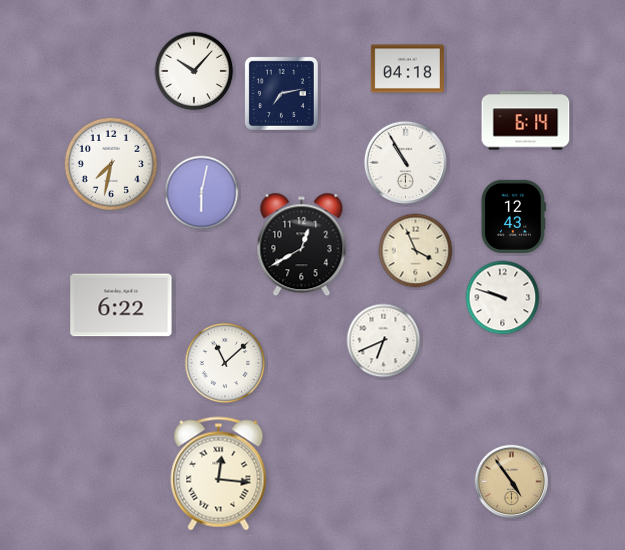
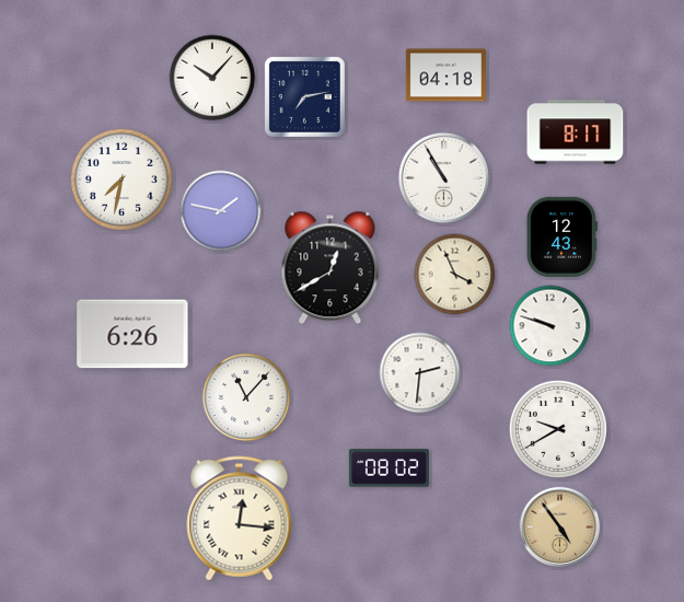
clock at (281, 93) position: (281, 93) -> (304, 96)
clock at (526, 121): 6:14 -> 8:17
clock at (202, 193): 6:02 -> 1:47
clock at (121, 305): 6:22 -> 6:26
clock at (384, 341): 6:41 -> 2:31
clock at (225, 363): 11:08 -> 11:07
clock at (558, 429): none -> 9:40
clock at (389, 468): none -> 08:02
